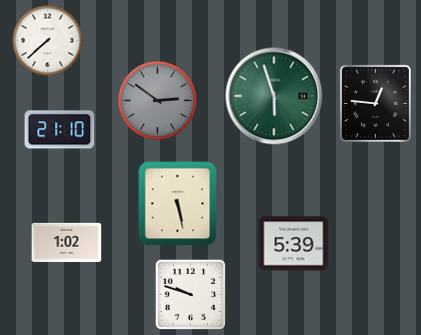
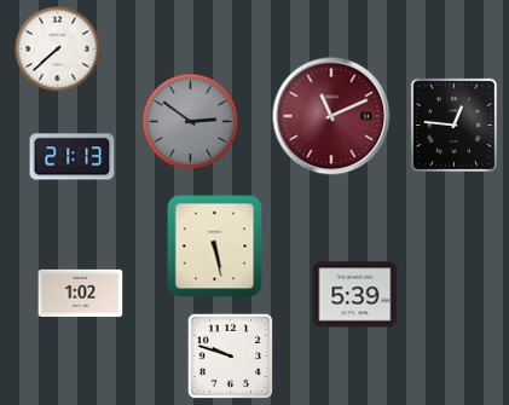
clock at (274, 96): 5:57 -> 11:11
clock at (274, 96) dial: green -> burgundy
clock at (60, 130): 21:10 -> 21:13
